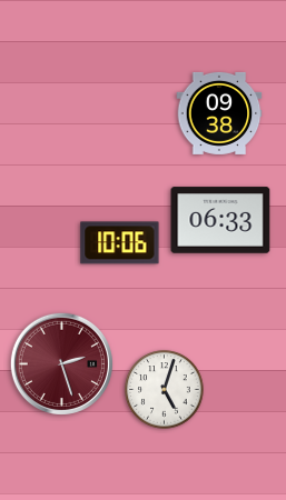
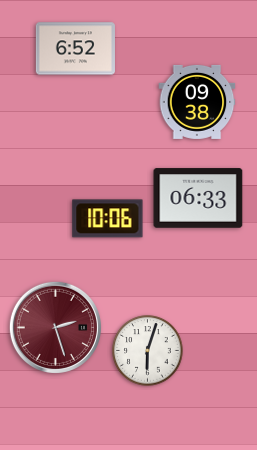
clock at (75, 49): none -> 6:52
clock at (165, 390): 5:03 -> 6:03
